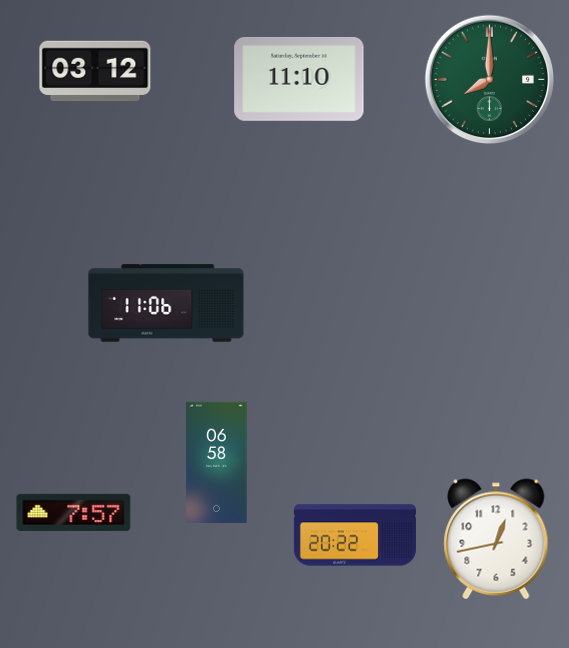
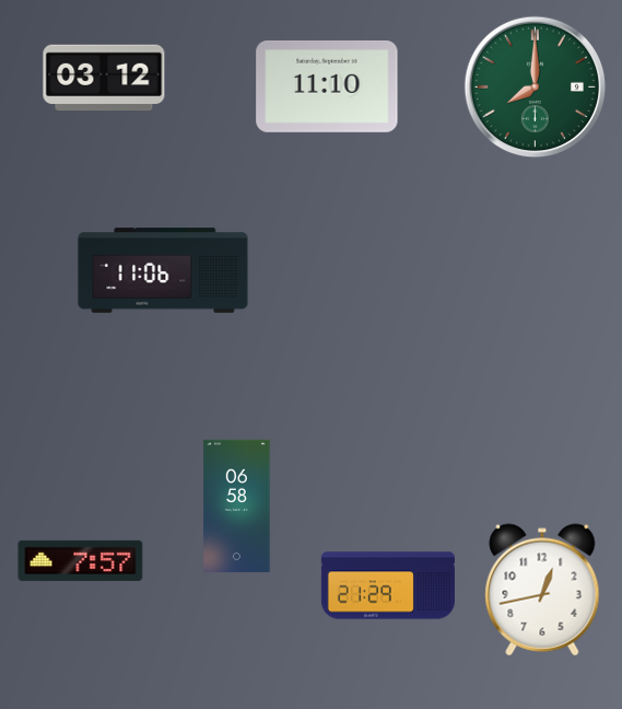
clock at (166, 303) position: (166, 303) -> (163, 270)
clock at (355, 535): 20:22 -> 21:29
